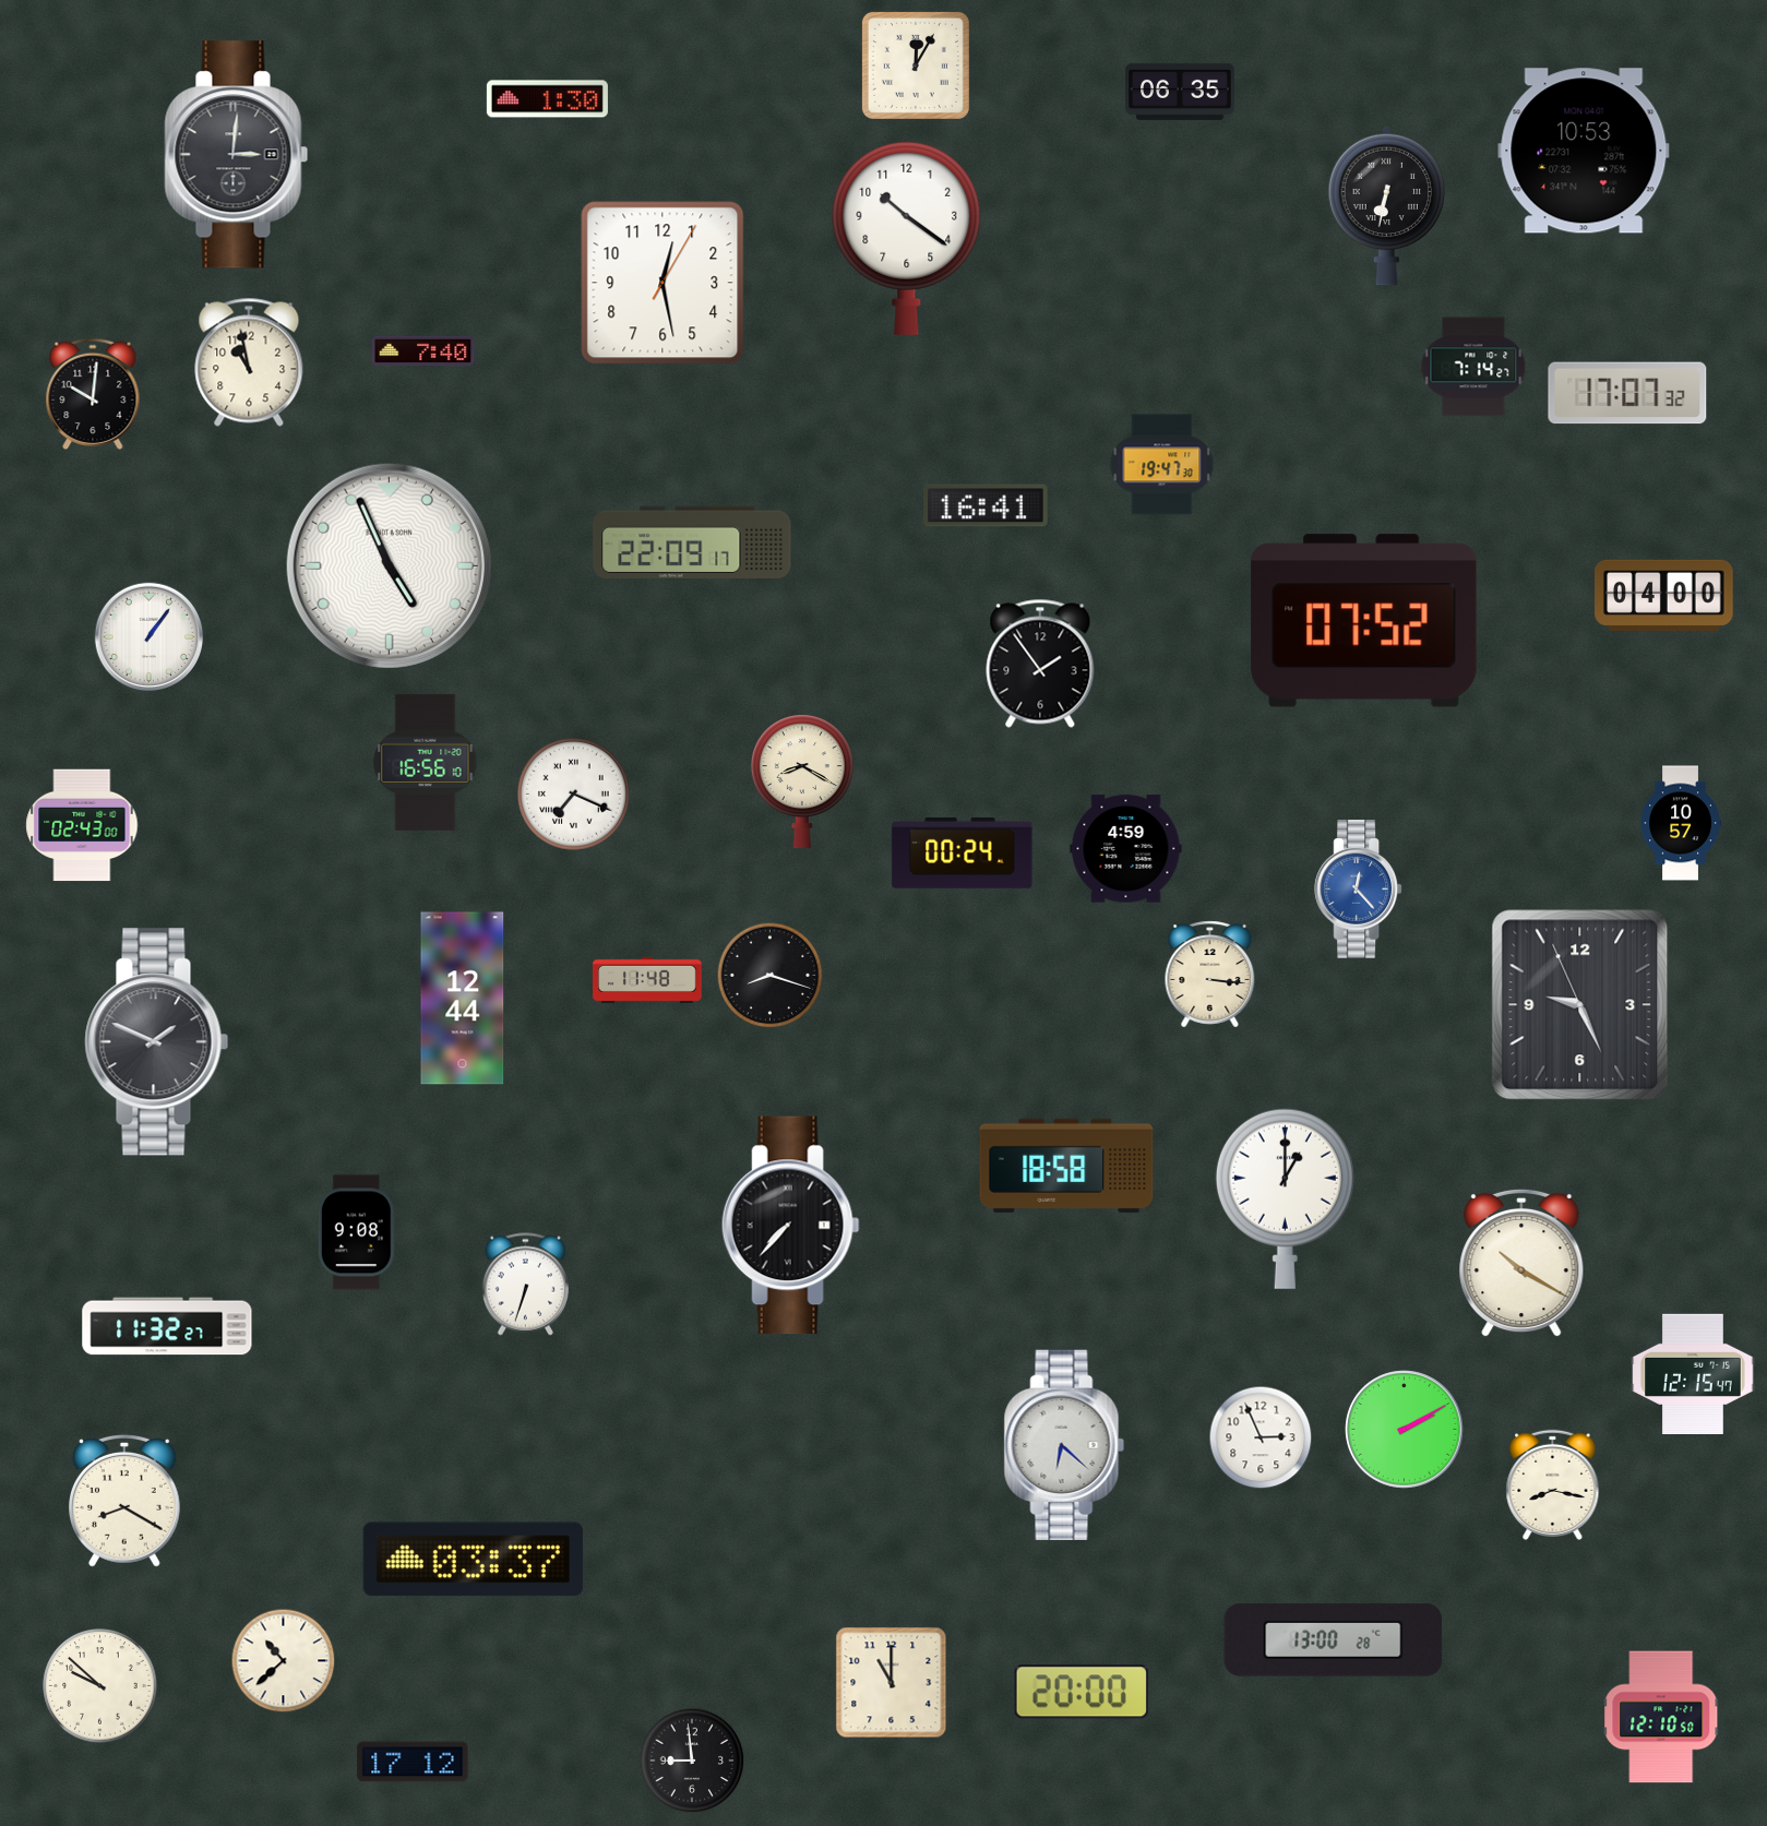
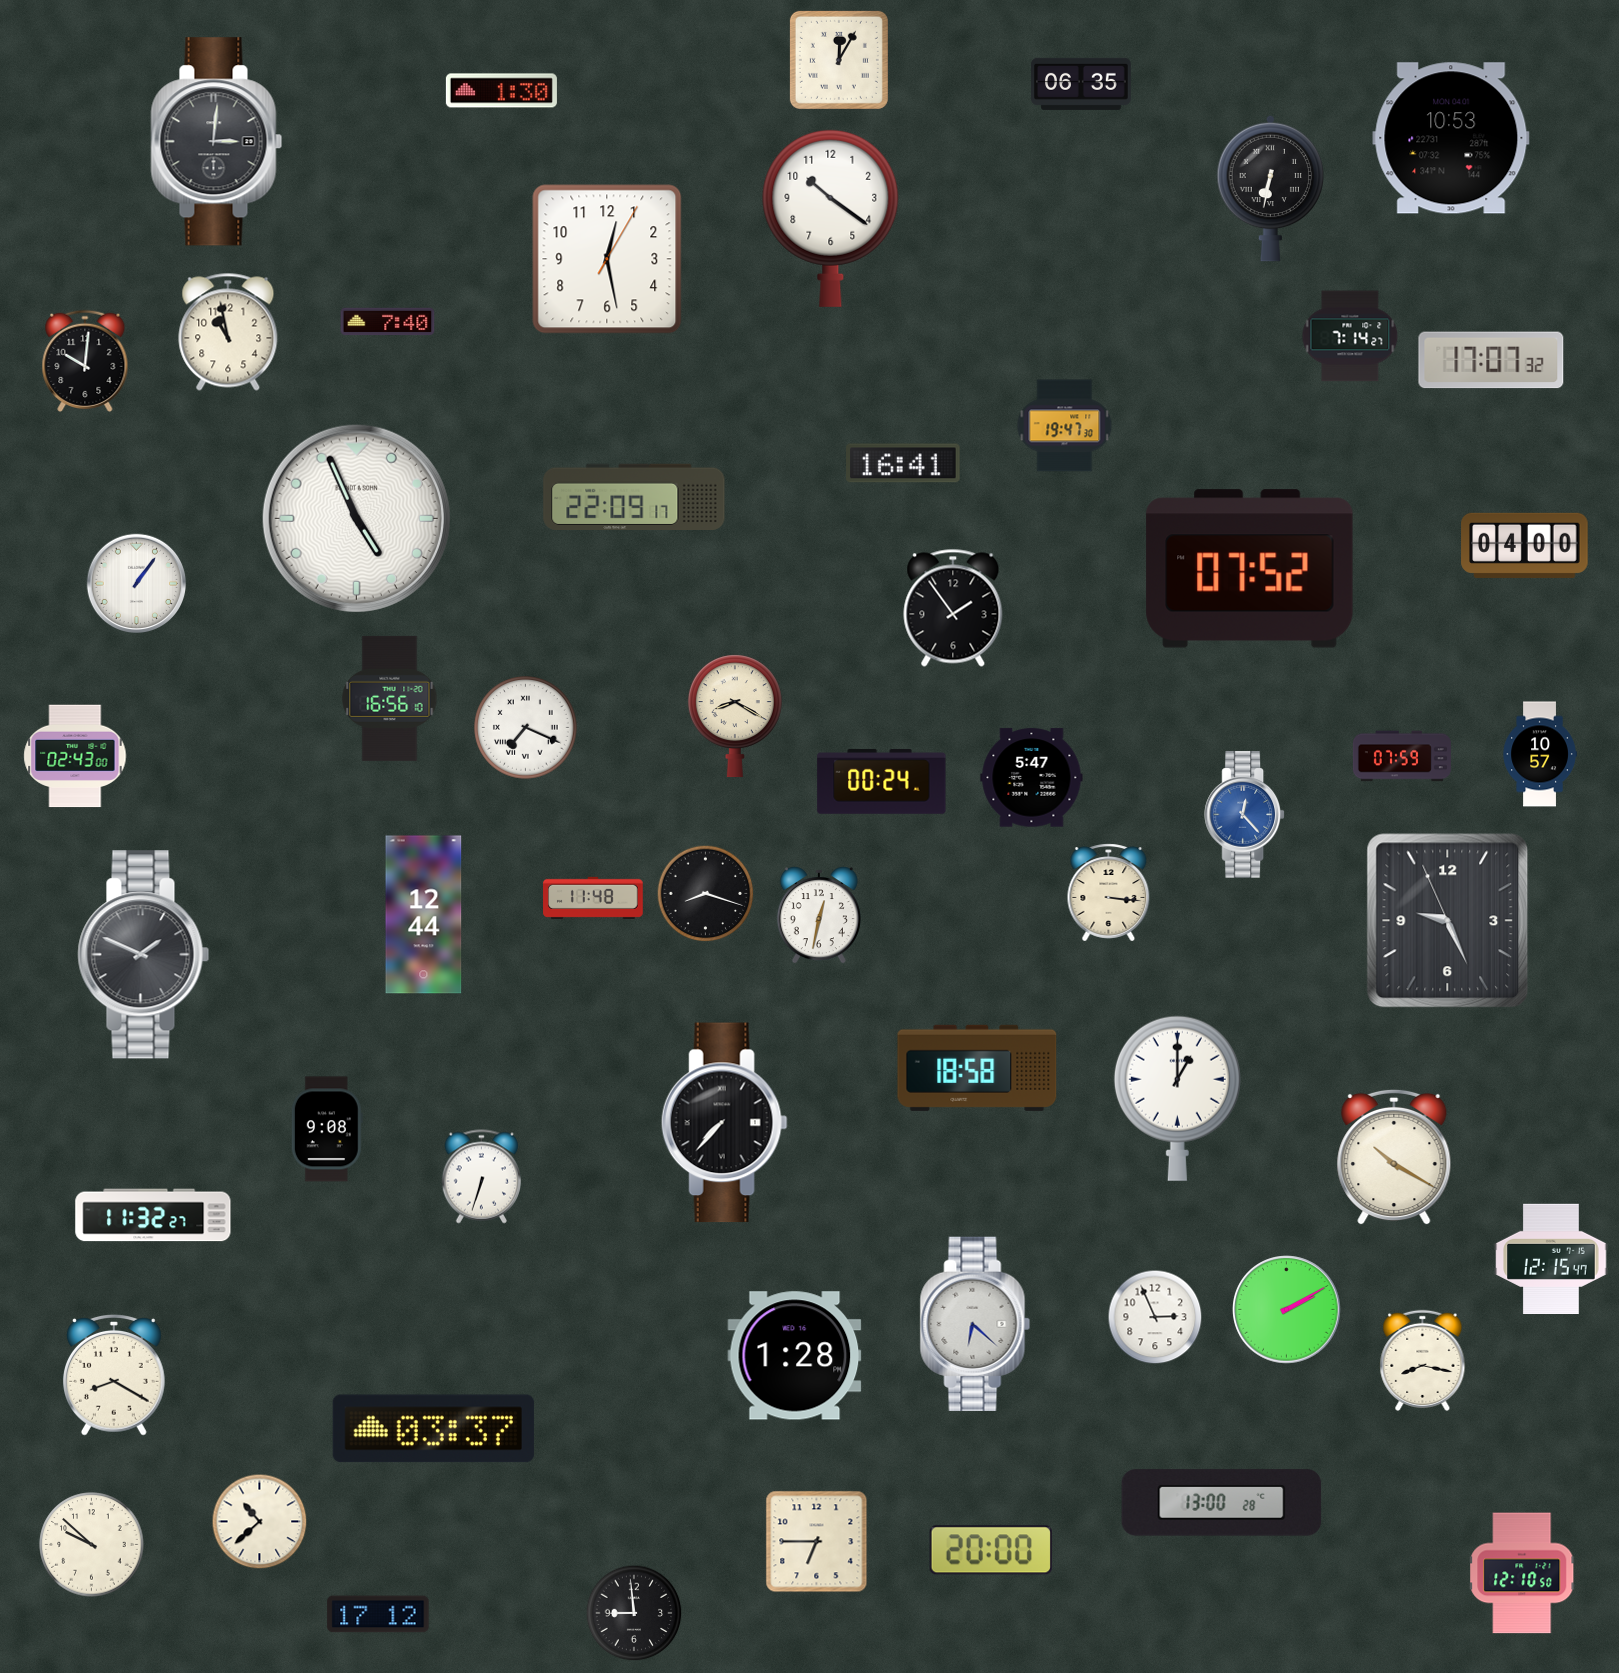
clock at (1402, 756): none -> 07:59
clock at (1126, 849): 4:59 -> 5:47
clock at (819, 915): none -> 12:32
clock at (795, 1356): none -> 1:28
clock at (892, 1683): 11:00 -> 6:45
